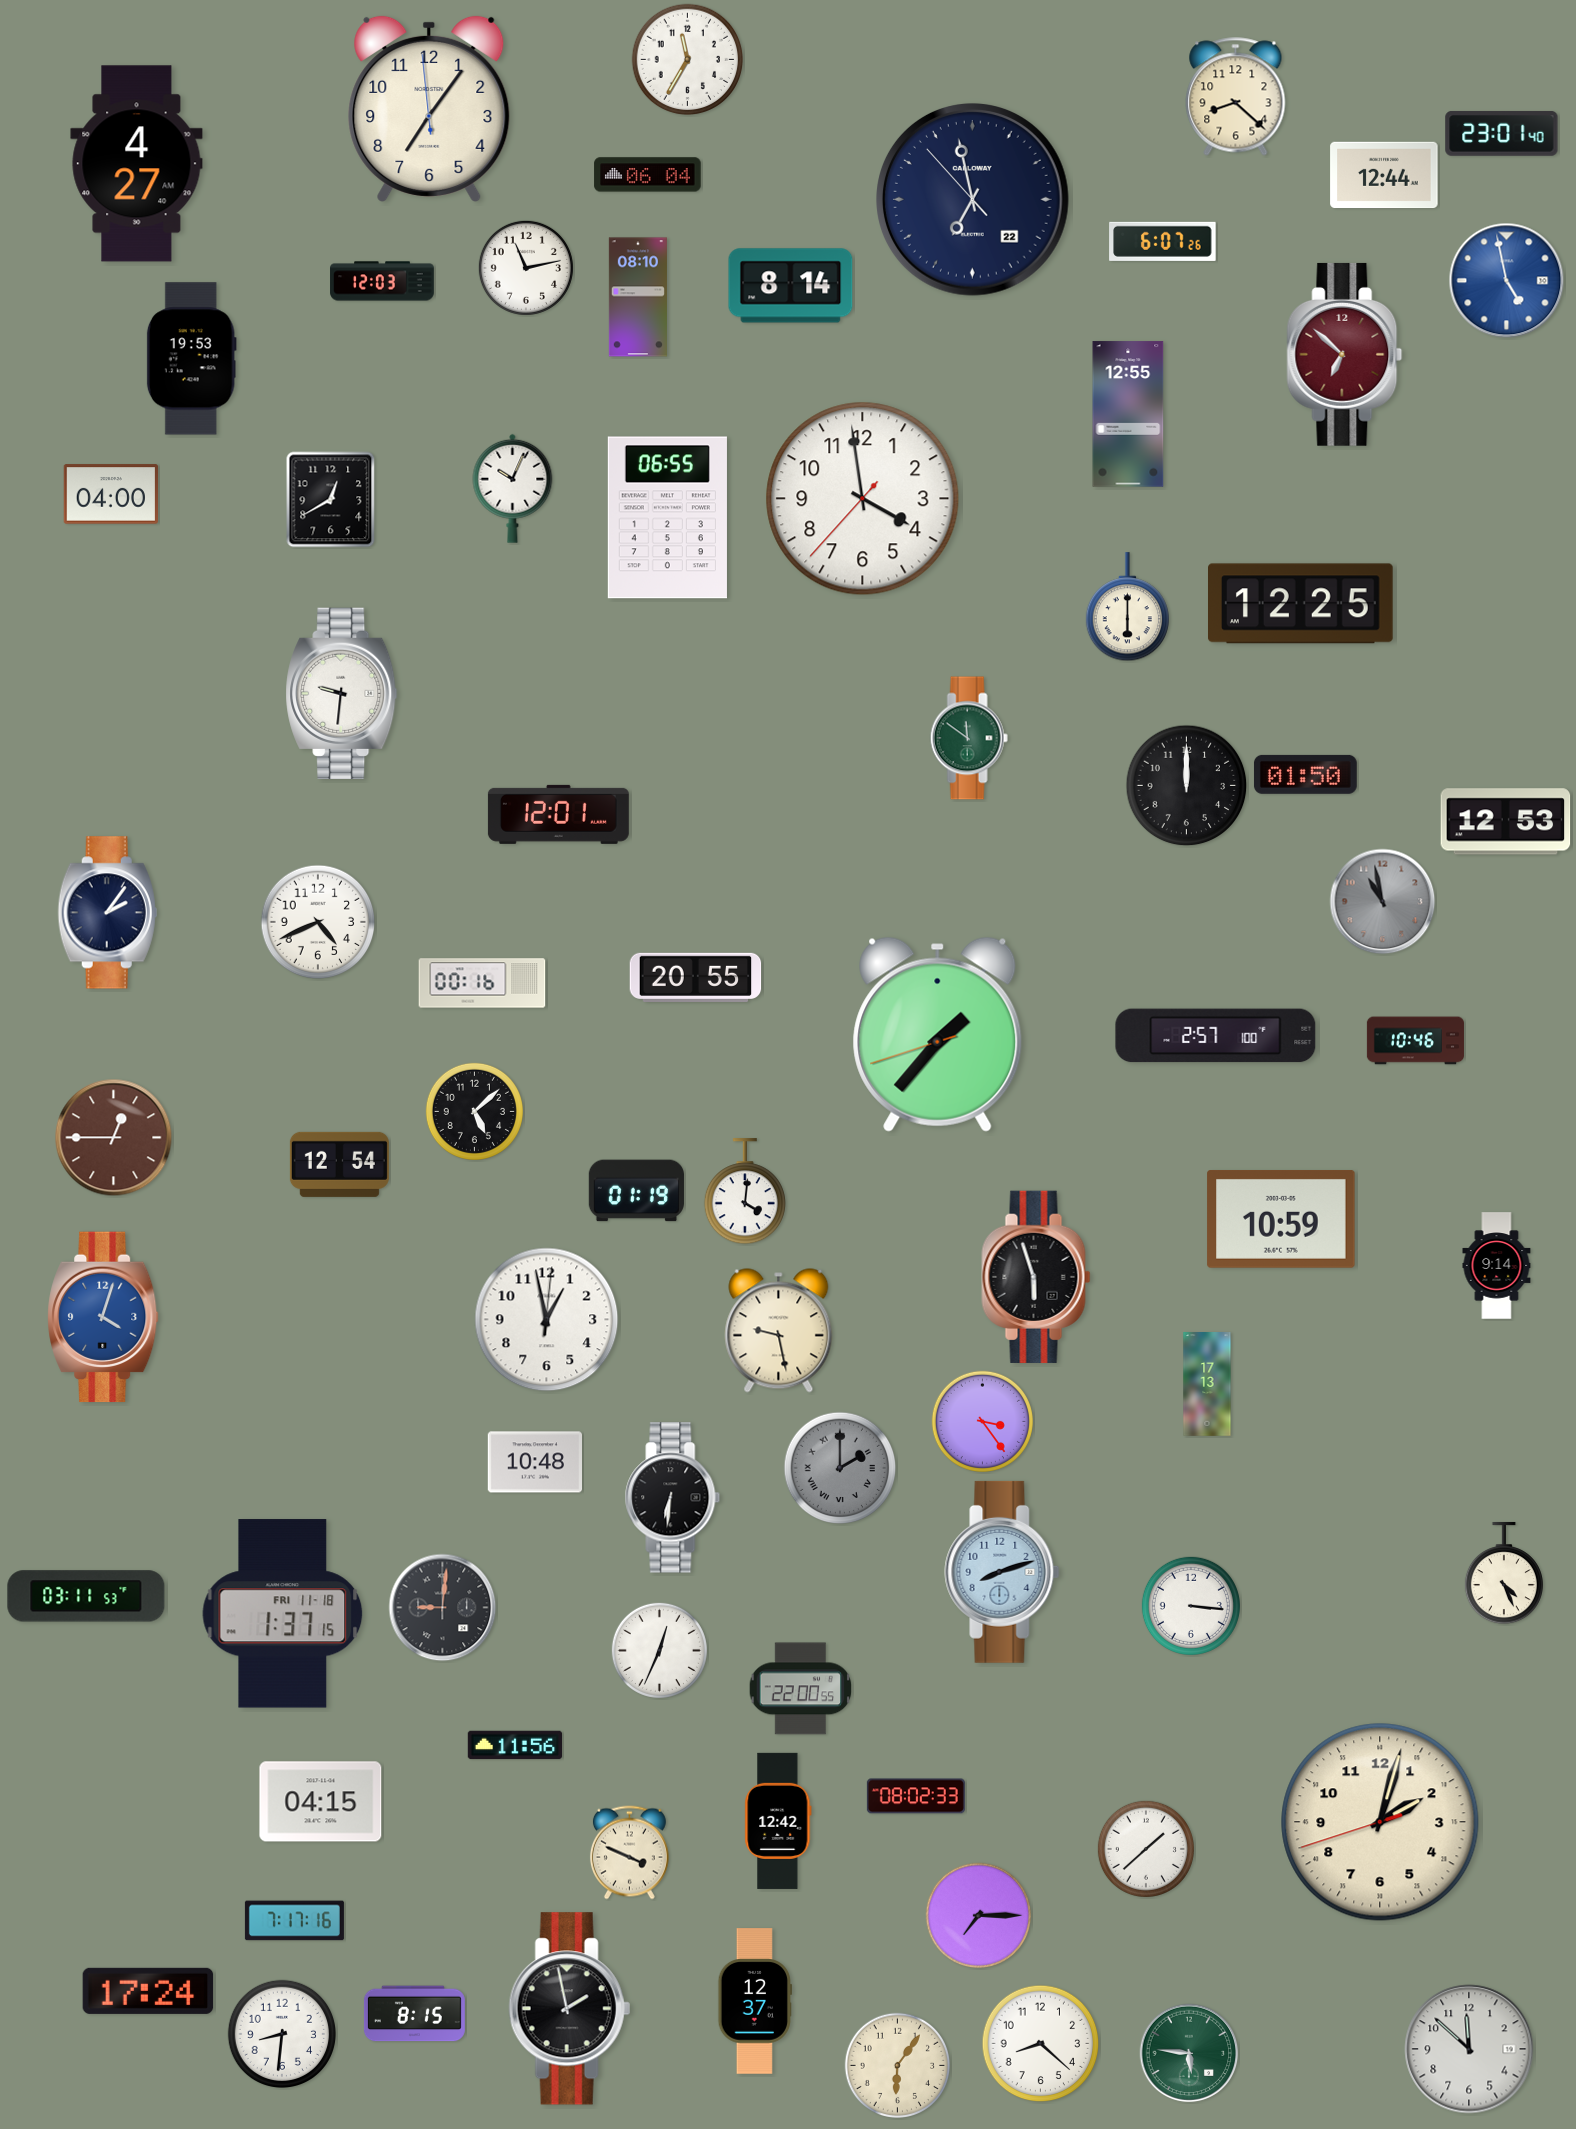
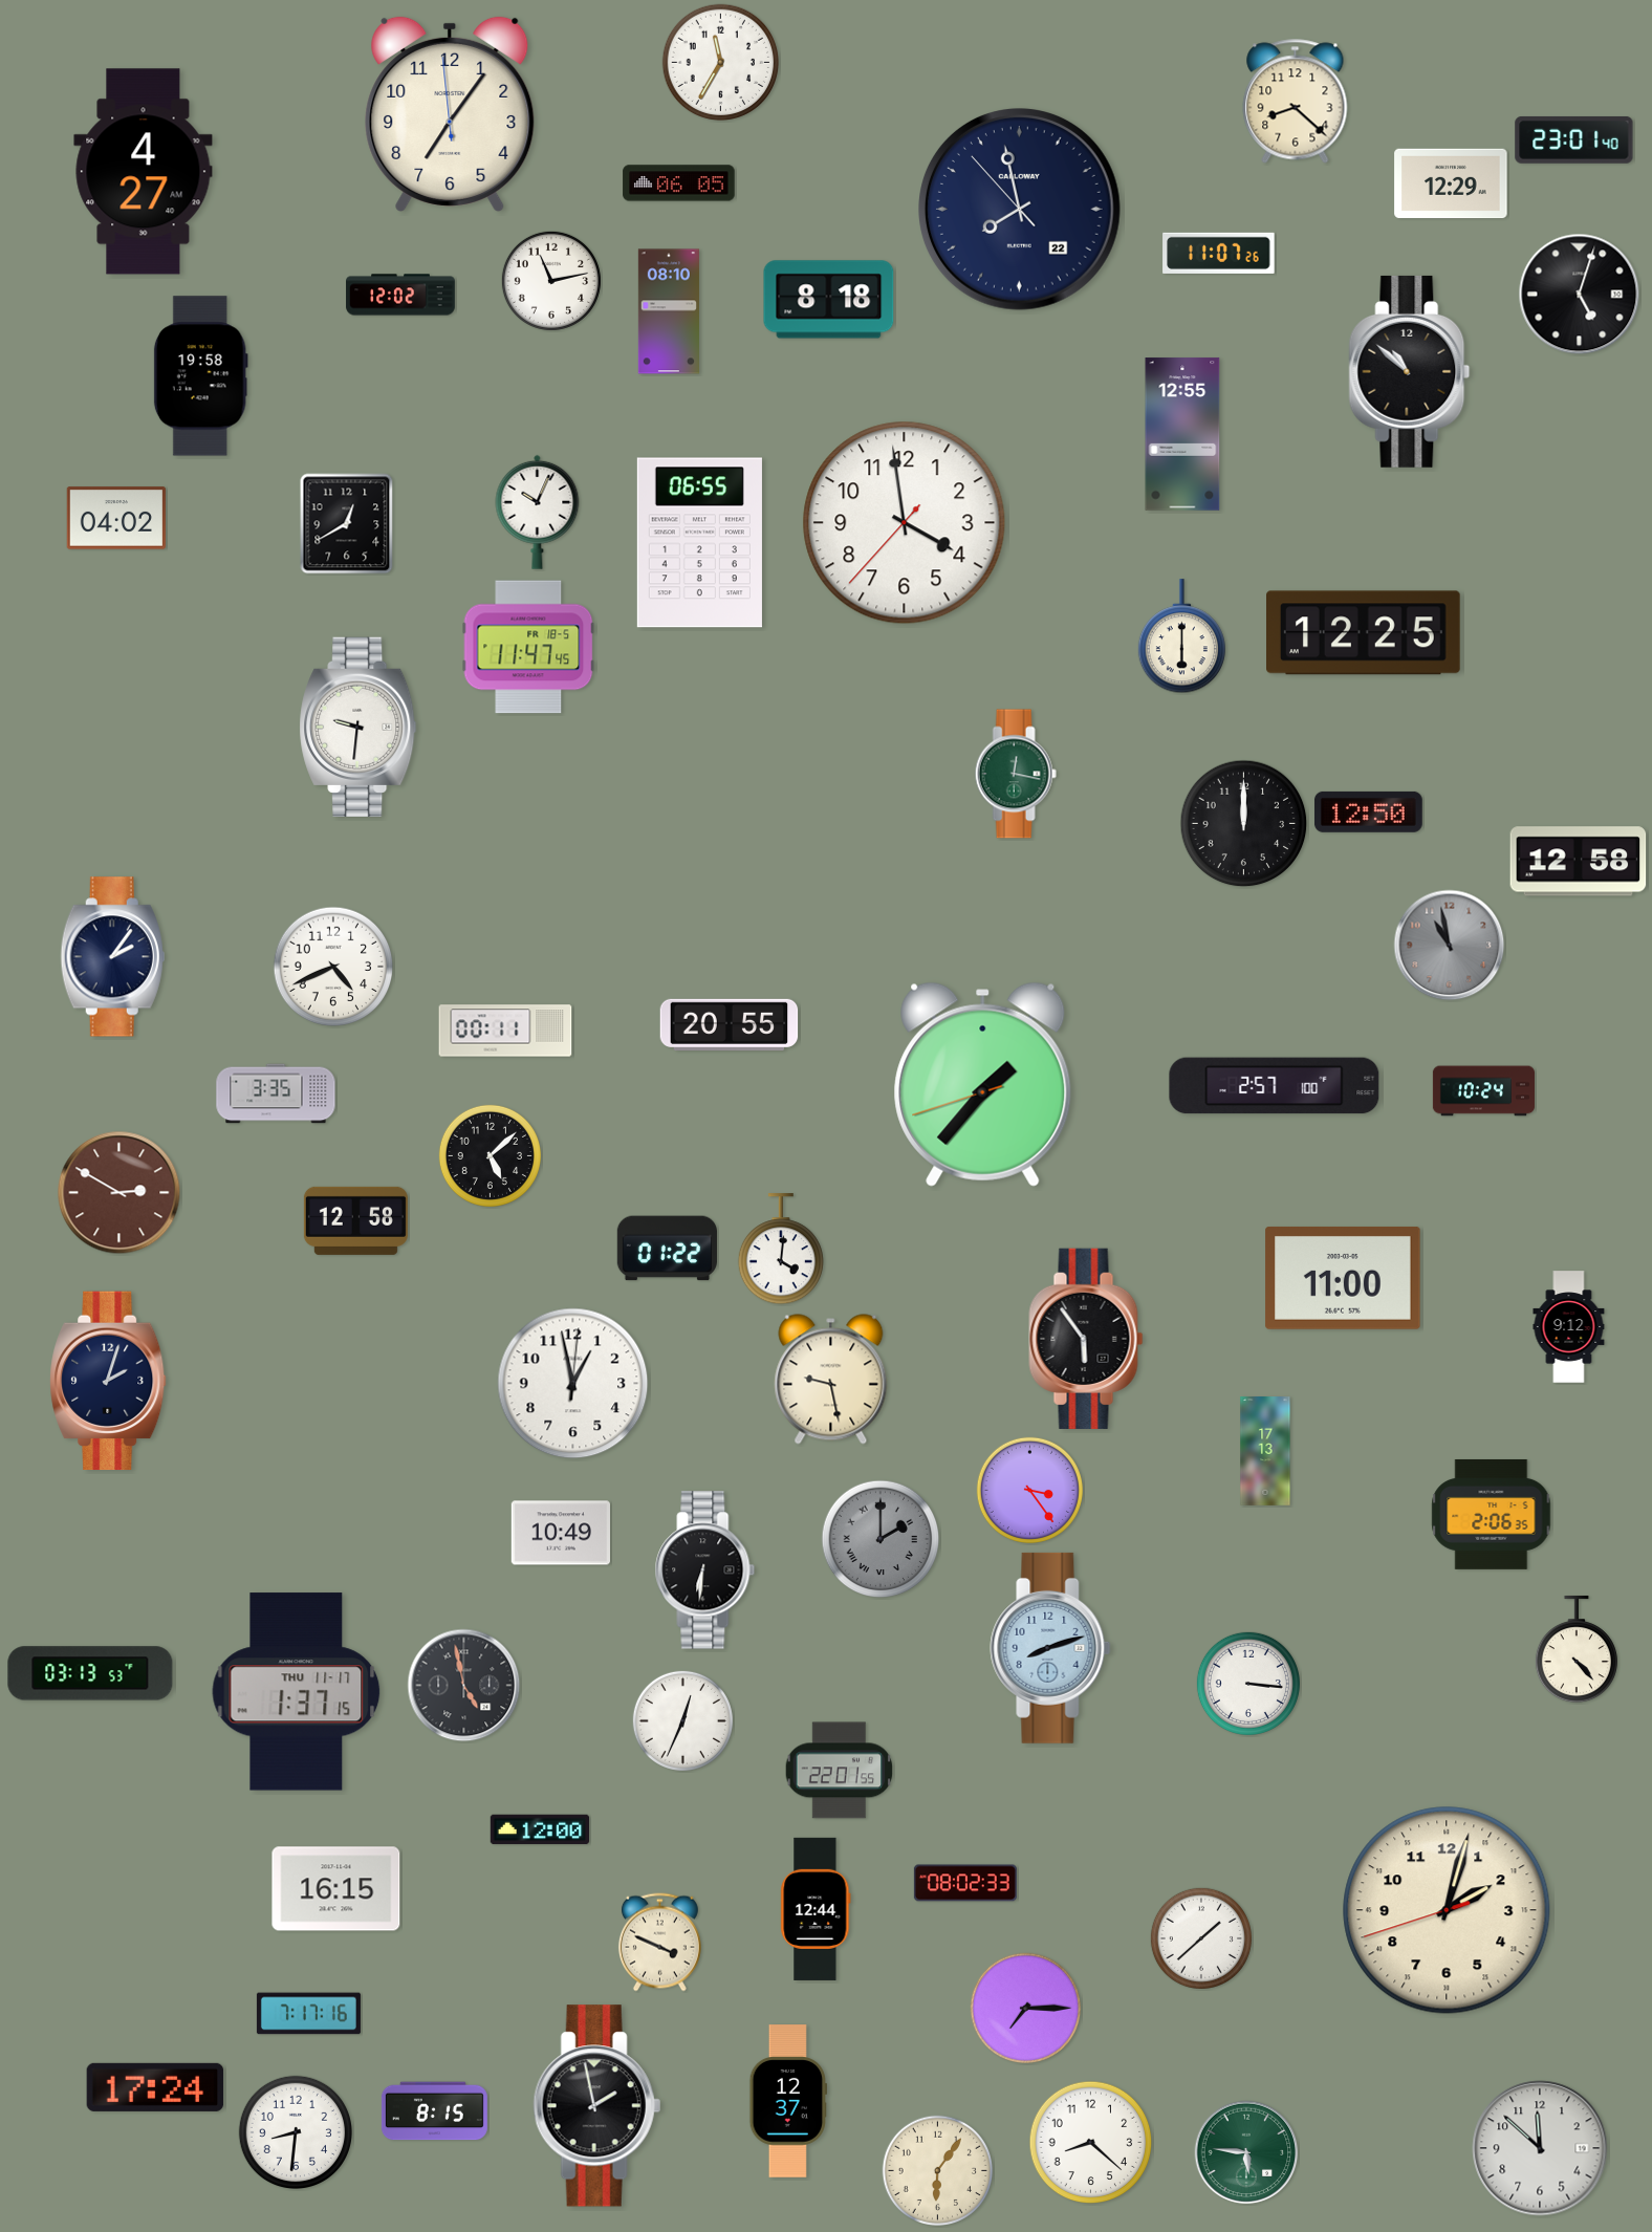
clock at (648, 175): 06:04 -> 06:05
clock at (1384, 175): 12:44 -> 12:29
clock at (973, 200): 6:57 -> 7:57
clock at (1163, 241): 6:07 -> 11:07
clock at (382, 281): 12:03 -> 12:02
clock at (1507, 281): 4:58 -> 5:03
clock at (1507, 281) dial: blue -> black
clock at (791, 286): 8:14 -> 8:18
clock at (1345, 354): 6:52 -> 10:52
clock at (1345, 354) dial: burgundy -> black
clock at (191, 359): 19:53 -> 19:58
clock at (110, 494): 04:00 -> 04:02
clock at (528, 647): none -> 11:47
clock at (969, 738): 11:51 -> 12:17
clock at (1305, 774): 01:50 -> 12:50
clock at (558, 814): 12:01 -> none
clock at (1506, 822): 12:53 -> 12:58
clock at (482, 983): 00:16 -> 00:11
clock at (1415, 1041): 10:46 -> 10:24
clock at (276, 1093): none -> 3:35
clock at (474, 1111) position: (474, 1111) -> (490, 1155)
clock at (114, 1138): 12:45 -> 2:50
clock at (339, 1164): 12:54 -> 12:58
clock at (636, 1191): 01:19 -> 01:22
clock at (1281, 1220): 10:59 -> 11:00
clock at (1497, 1266): 9:14 -> 9:12
clock at (1036, 1277): 5:57 -> 5:54
clock at (103, 1317): 4:03 -> 2:03
clock at (103, 1317) dial: blue -> navy
clock at (779, 1331) position: (779, 1331) -> (831, 1380)
clock at (1492, 1514): none -> 2:06
clock at (534, 1462): 10:48 -> 10:49
clock at (1504, 1573): 4:26 -> 4:23
clock at (86, 1596): 03:11 -> 03:13
clock at (443, 1608): 9:01 -> 4:58
clock at (283, 1614) date: FRI 11-18 -> THU 11-17
clock at (659, 1650) position: (659, 1650) -> (682, 1720)
clock at (801, 1689): 22:00 -> 22:01
clock at (515, 1745): 11:56 -> 12:00
clock at (916, 1796) position: (916, 1796) -> (965, 1883)
clock at (321, 1802): 04:15 -> 16:15
clock at (778, 1821): 12:42 -> 12:44
clock at (754, 2001) position: (754, 2001) -> (787, 2101)
clock at (897, 2065) position: (897, 2065) -> (937, 2170)
